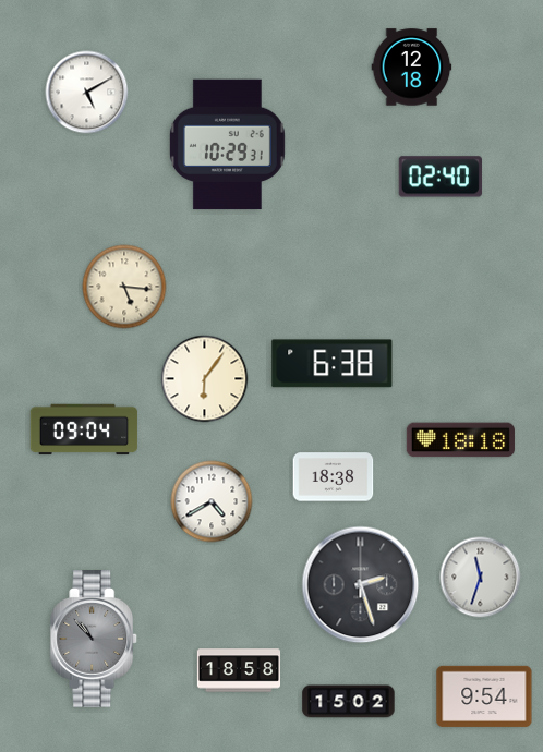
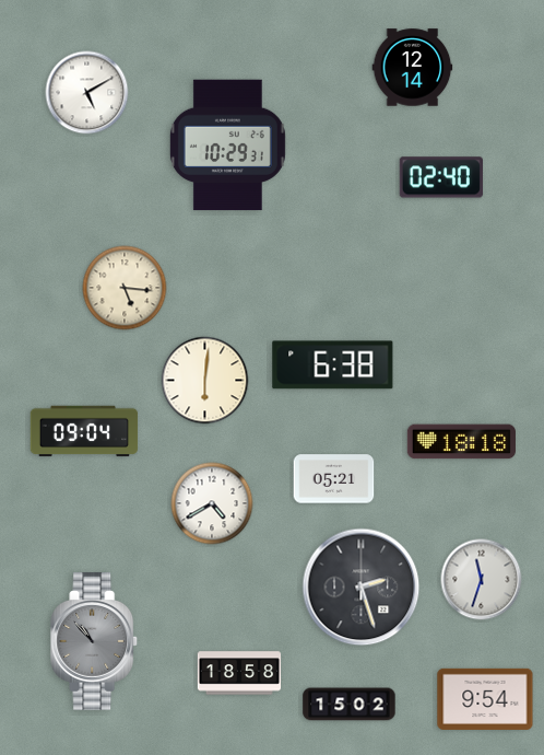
clock at (412, 68): 12:18 -> 12:14
clock at (205, 379): 6:06 -> 6:01
clock at (334, 477): 18:38 -> 05:21
